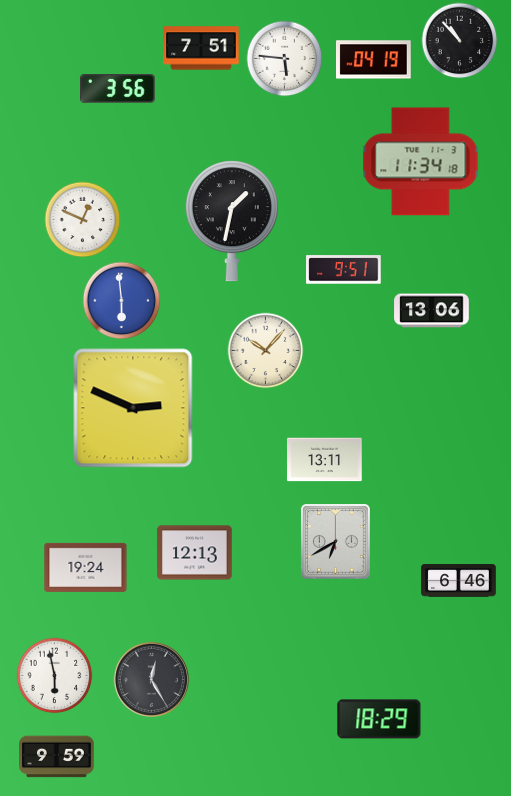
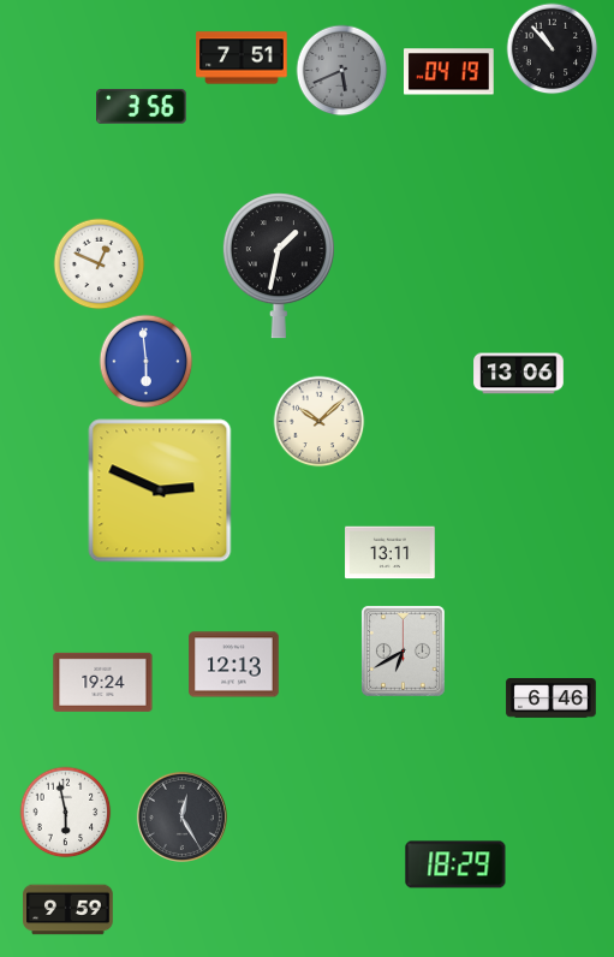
clock at (285, 59): 5:46 -> 5:41
clock at (285, 59) dial: white -> grey
clock at (421, 162): 11:34 -> none
clock at (344, 270): 9:51 -> none
clock at (266, 351): 10:07 -> 10:08
